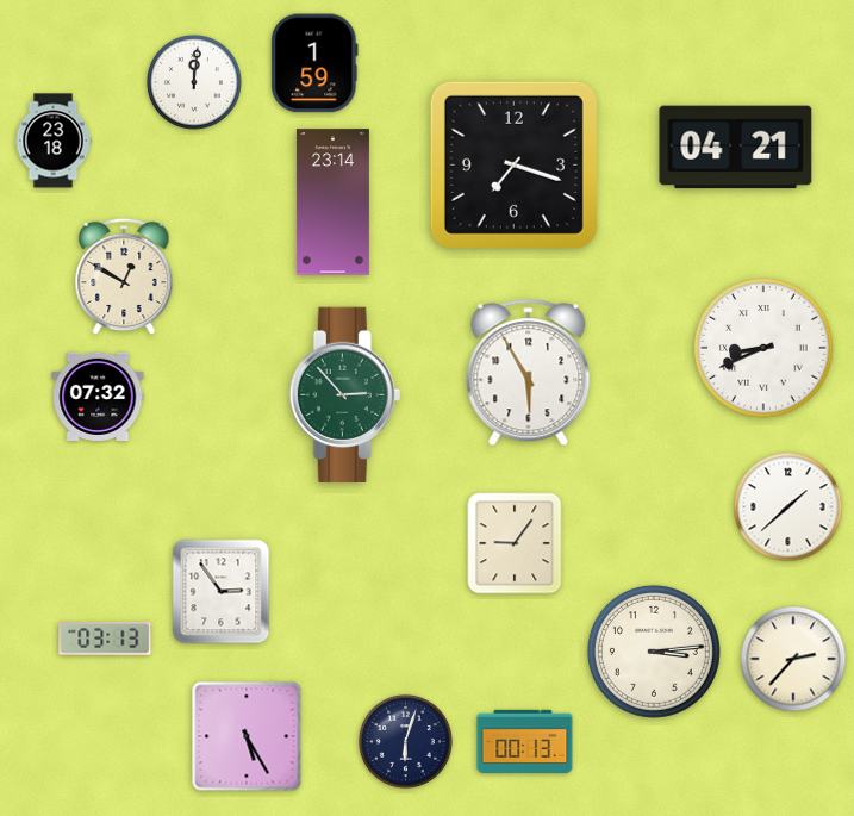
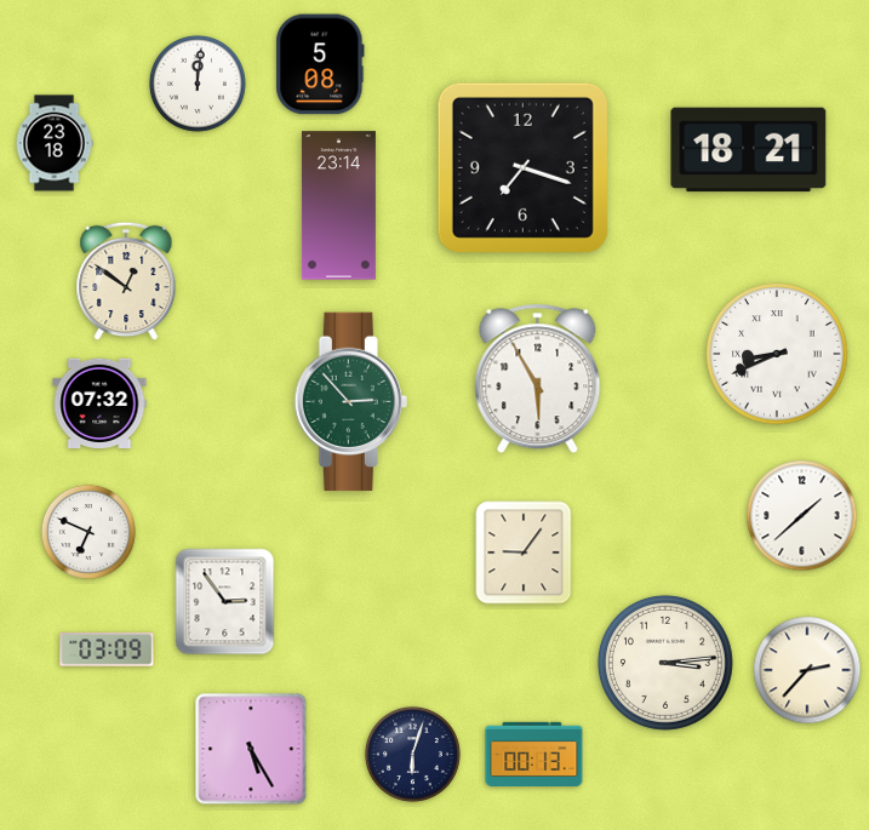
clock at (314, 63): 1:59 -> 5:08
clock at (736, 148): 04:21 -> 18:21
clock at (124, 276): 12:50 -> 12:51
clock at (88, 532): none -> 6:49
clock at (105, 639): 03:13 -> 03:09
